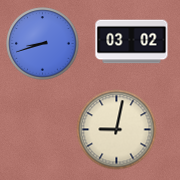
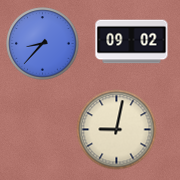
clock at (132, 42): 03:02 -> 09:02
clock at (43, 44): 8:42 -> 8:37
